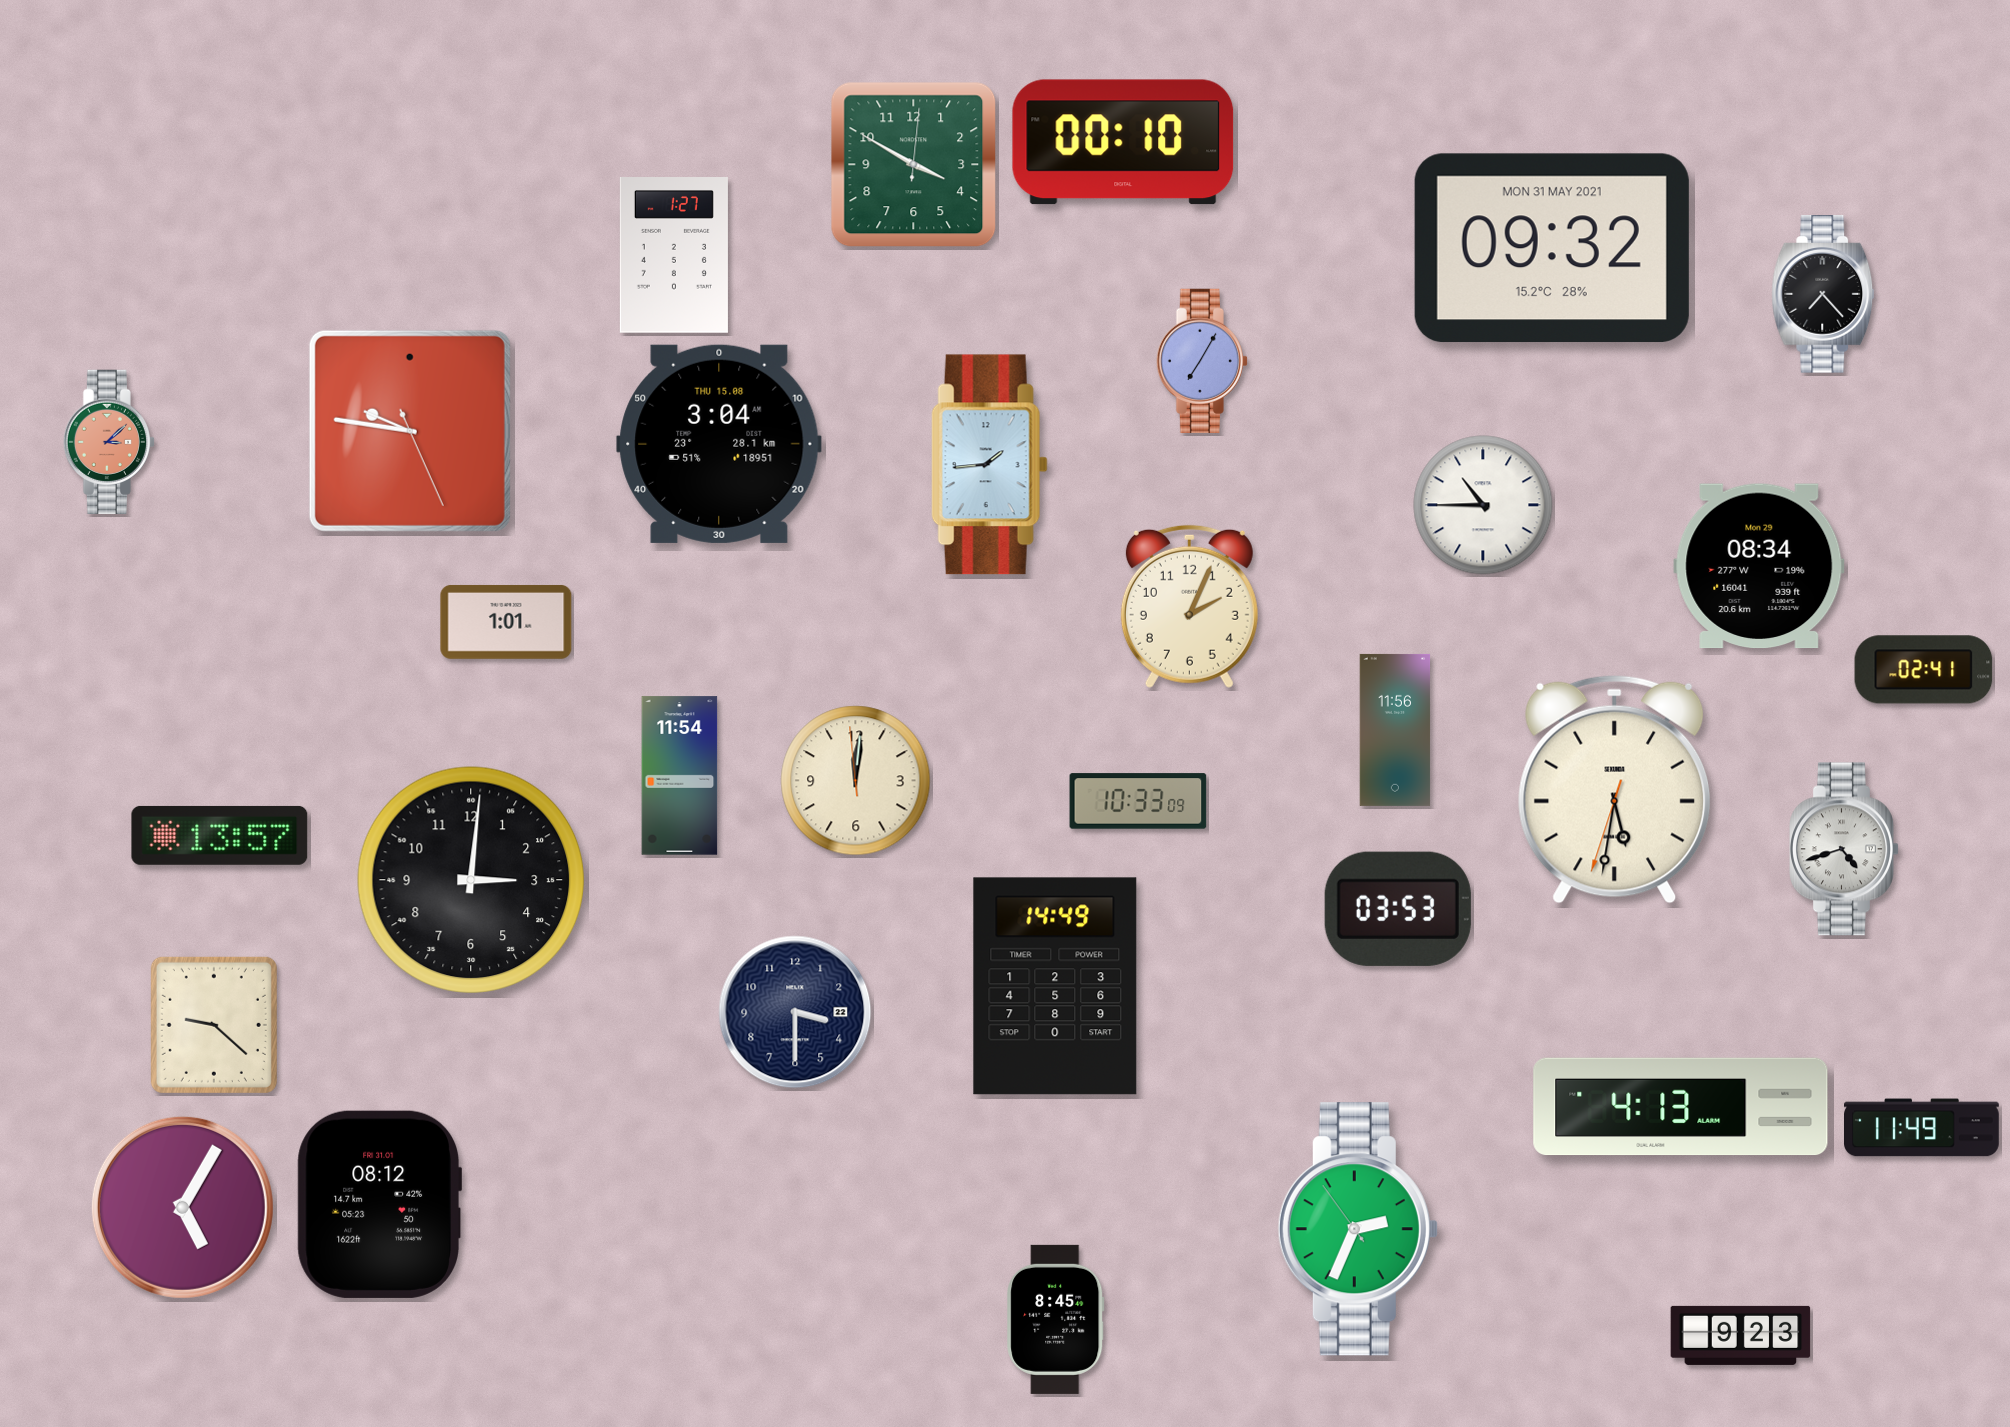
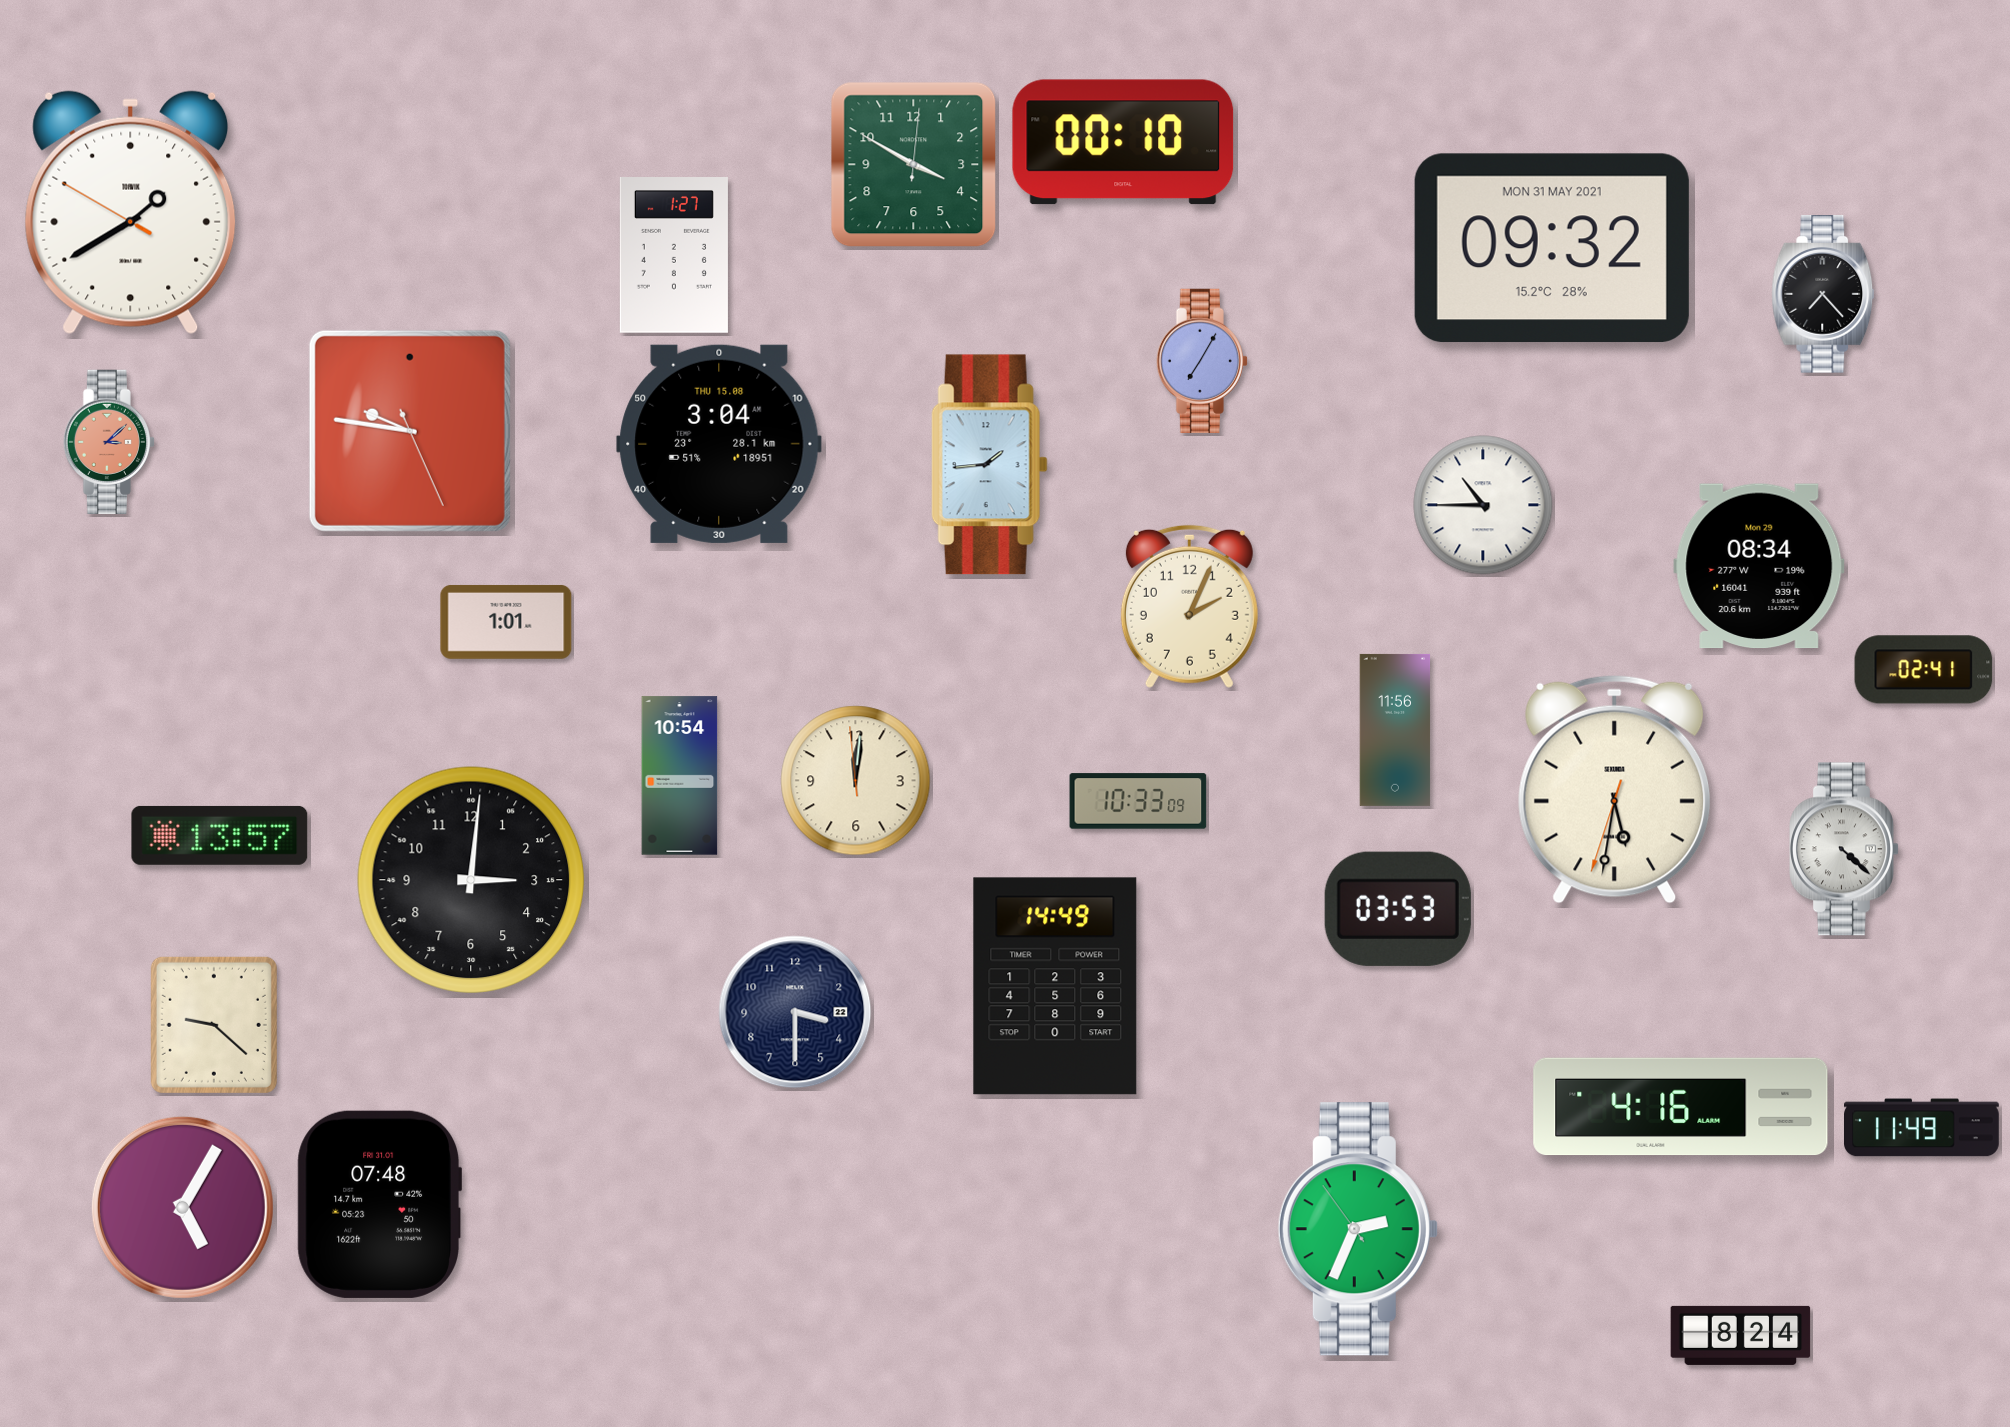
clock at (131, 213): none -> 1:39
clock at (680, 776): 11:54 -> 10:54
clock at (1845, 849): 4:42 -> 4:22
clock at (1681, 1107): 4:13 -> 4:16
clock at (379, 1204): 08:12 -> 07:48
clock at (1056, 1319): 8:45 -> none
clock at (1741, 1335): 9:23 -> 8:24
